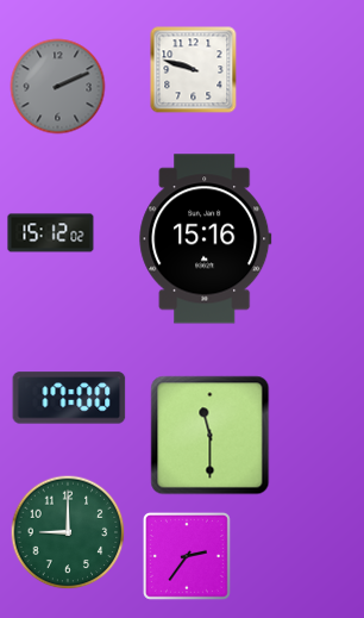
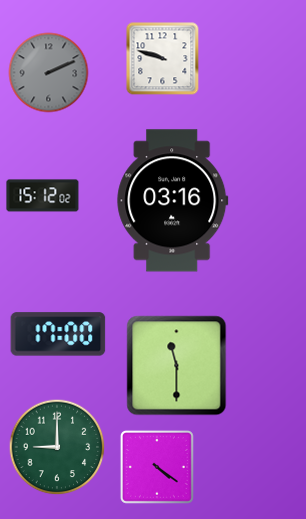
clock at (206, 239): 15:16 -> 03:16
clock at (187, 556): 2:36 -> 4:21
